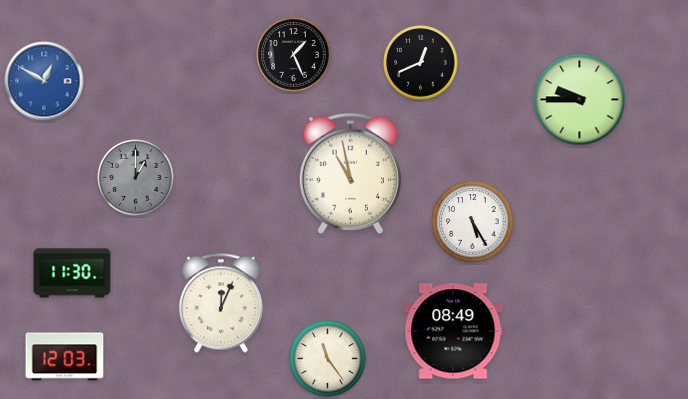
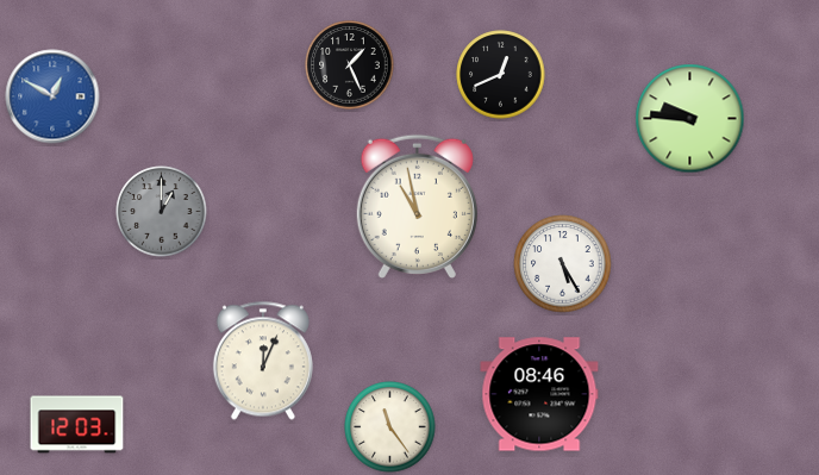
clock at (580, 100): 9:45 -> 9:46
clock at (72, 273): 11:30 -> none
clock at (453, 331): 08:49 -> 08:46
